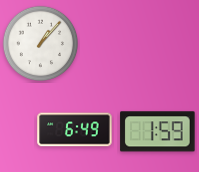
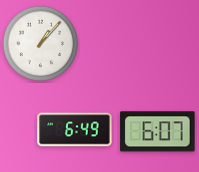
clock at (158, 132): 1:59 -> 6:07
